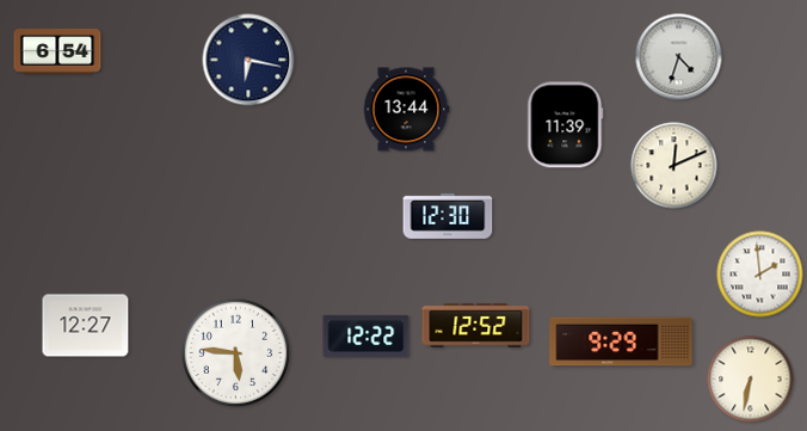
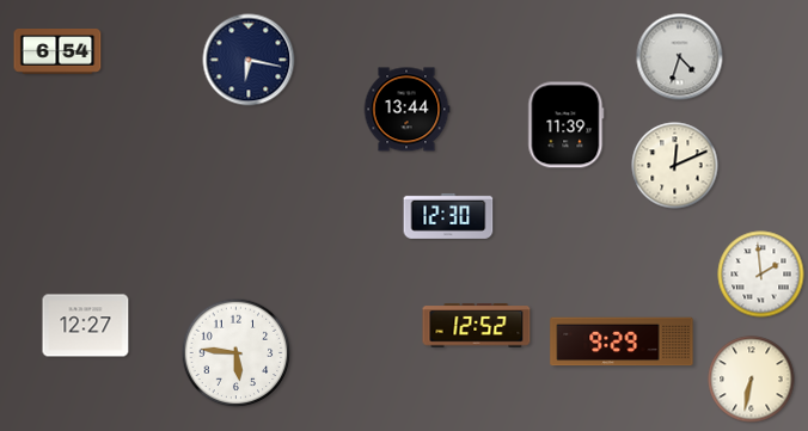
clock at (366, 335): 12:22 -> none
